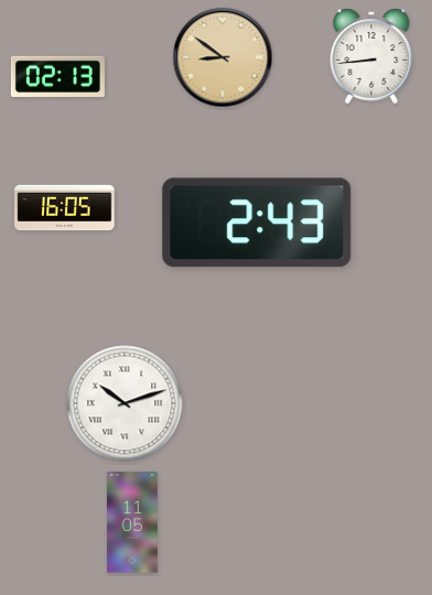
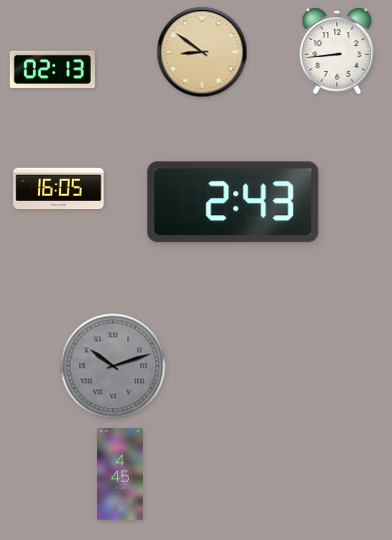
clock at (125, 403) dial: white -> grey
clock at (133, 522): 11:05 -> 4:45
